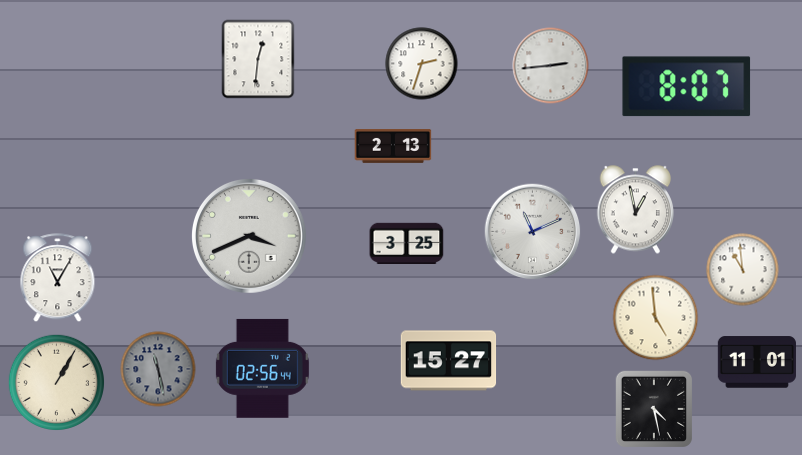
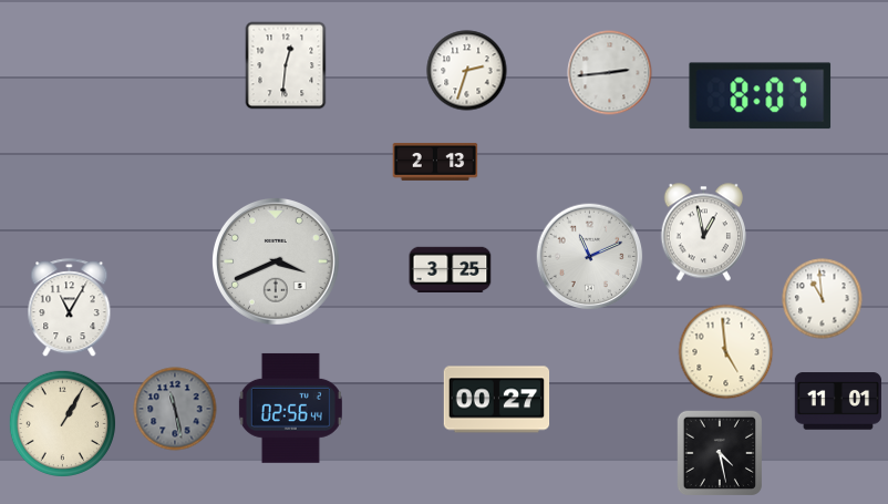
clock at (58, 278) position: (58, 278) -> (70, 308)
clock at (449, 361): 15:27 -> 00:27
clock at (653, 408) position: (653, 408) -> (719, 452)
